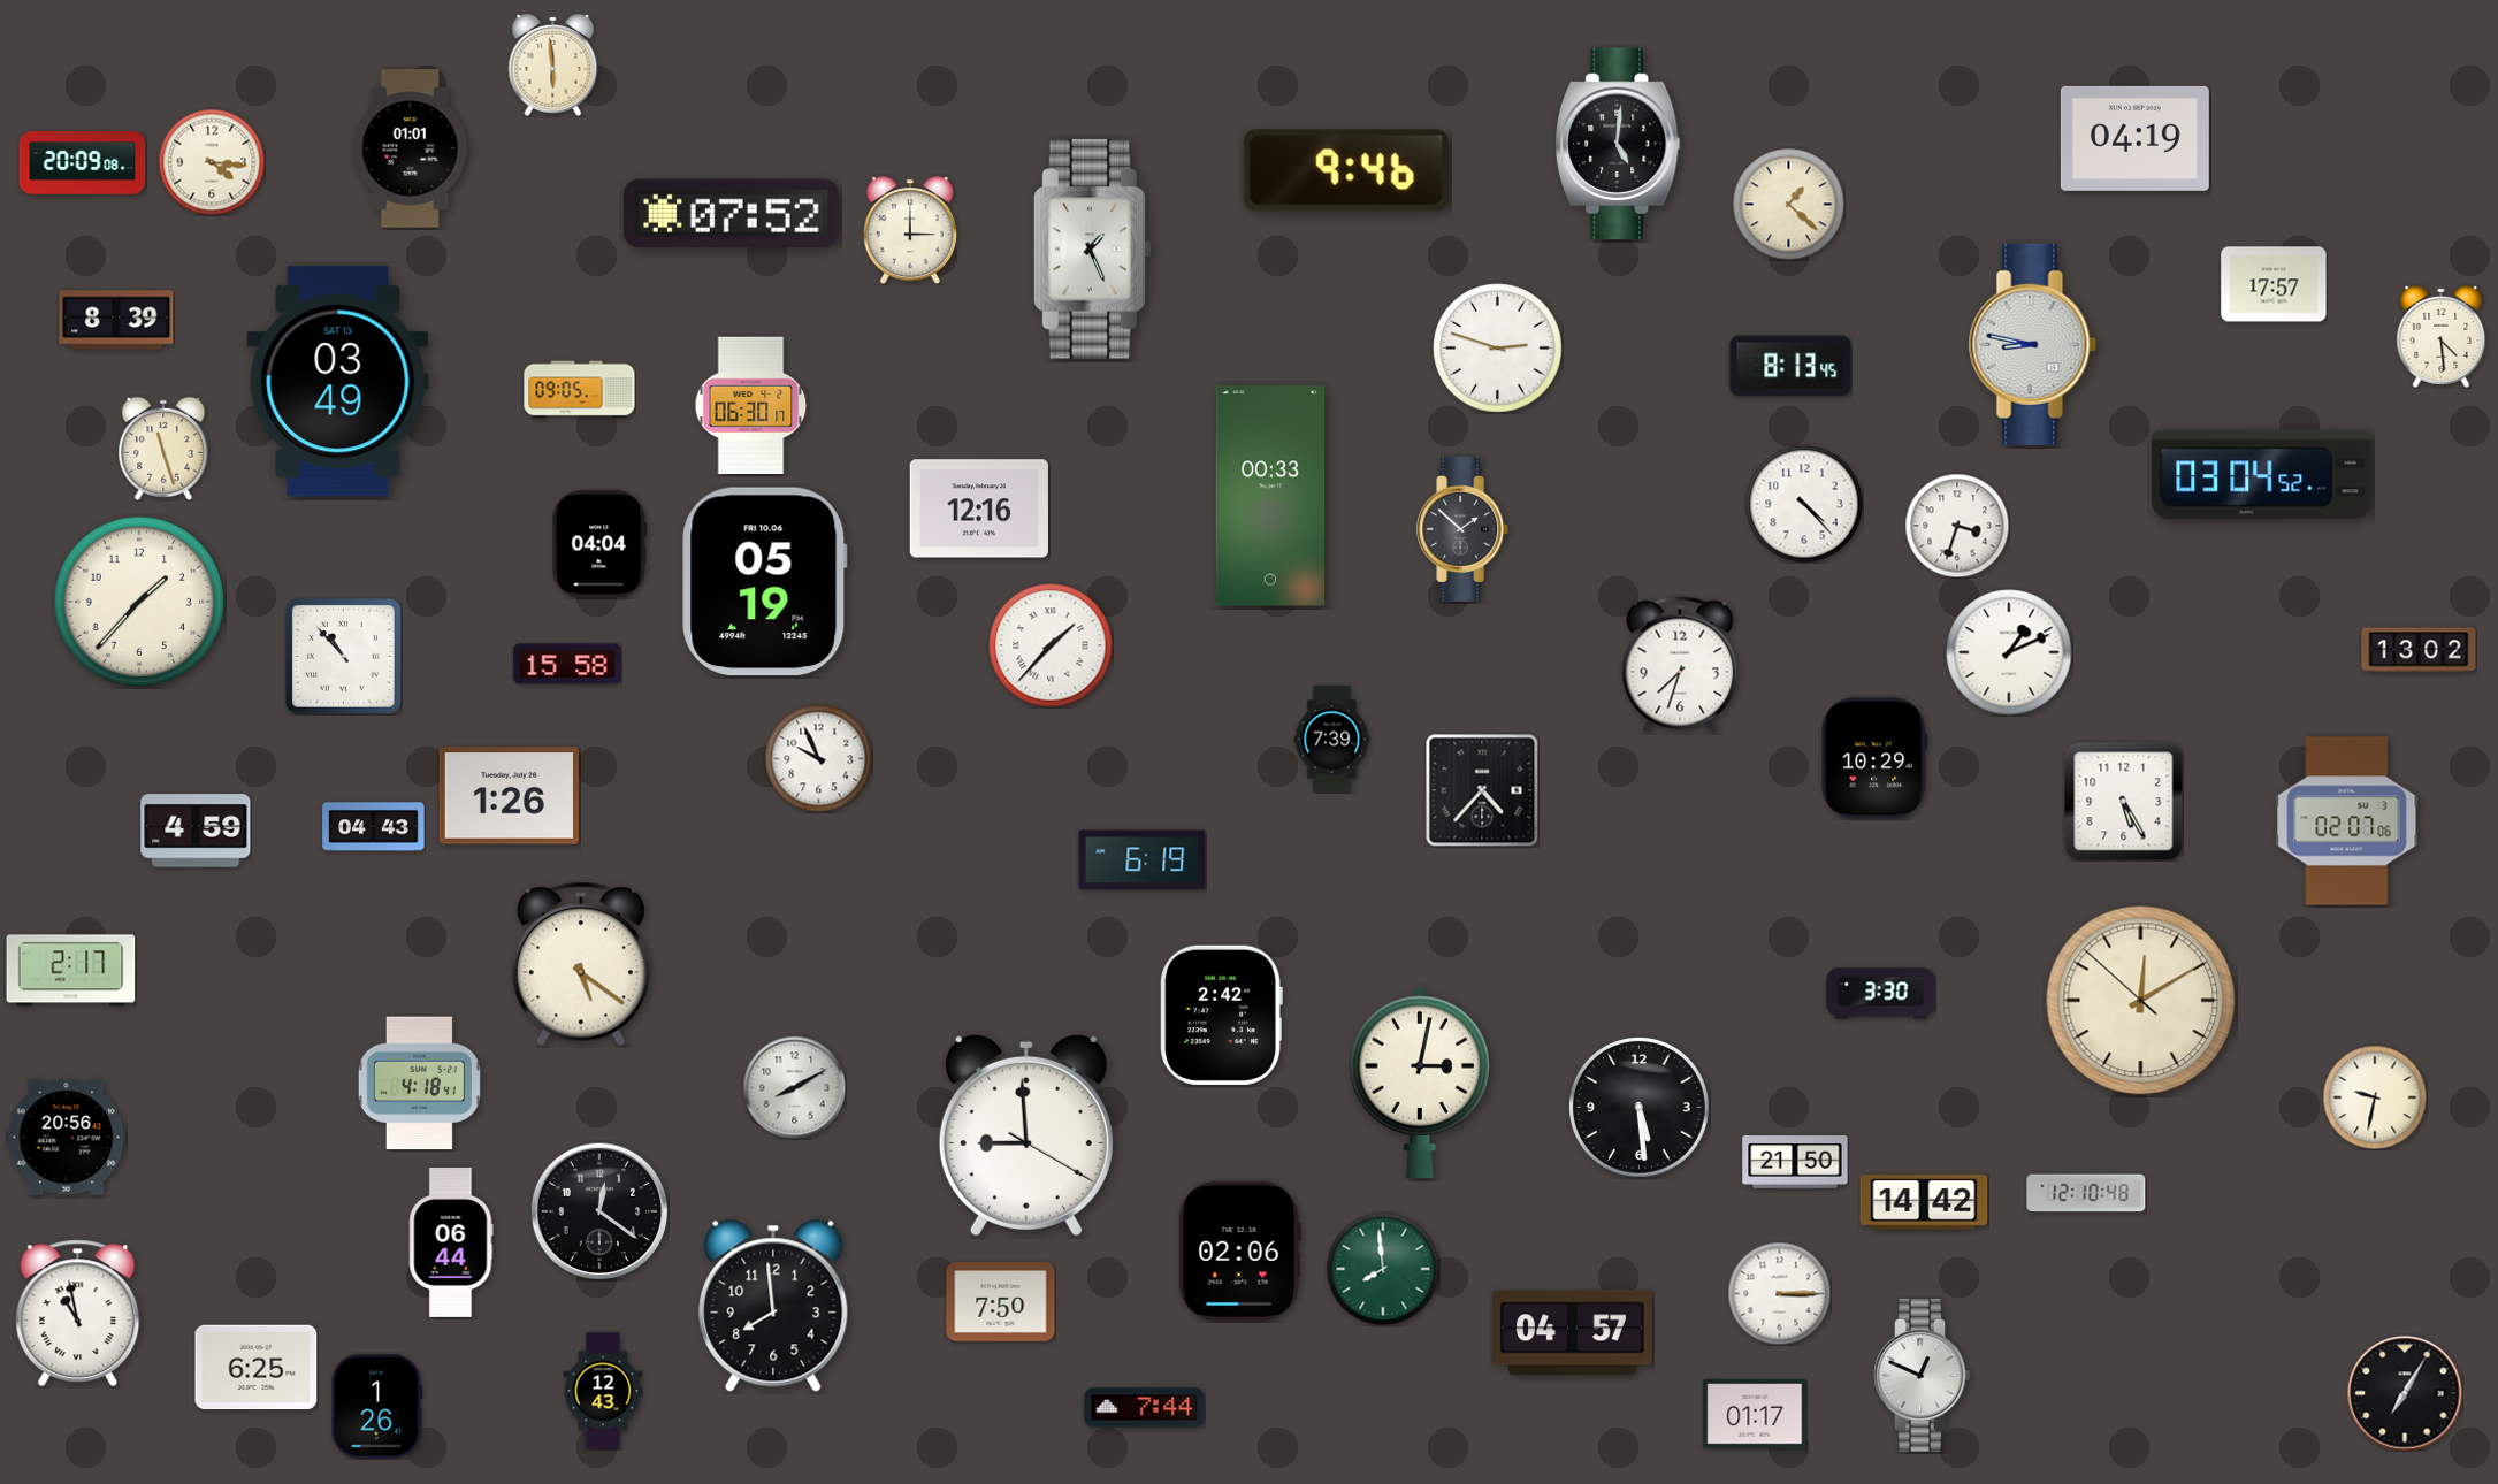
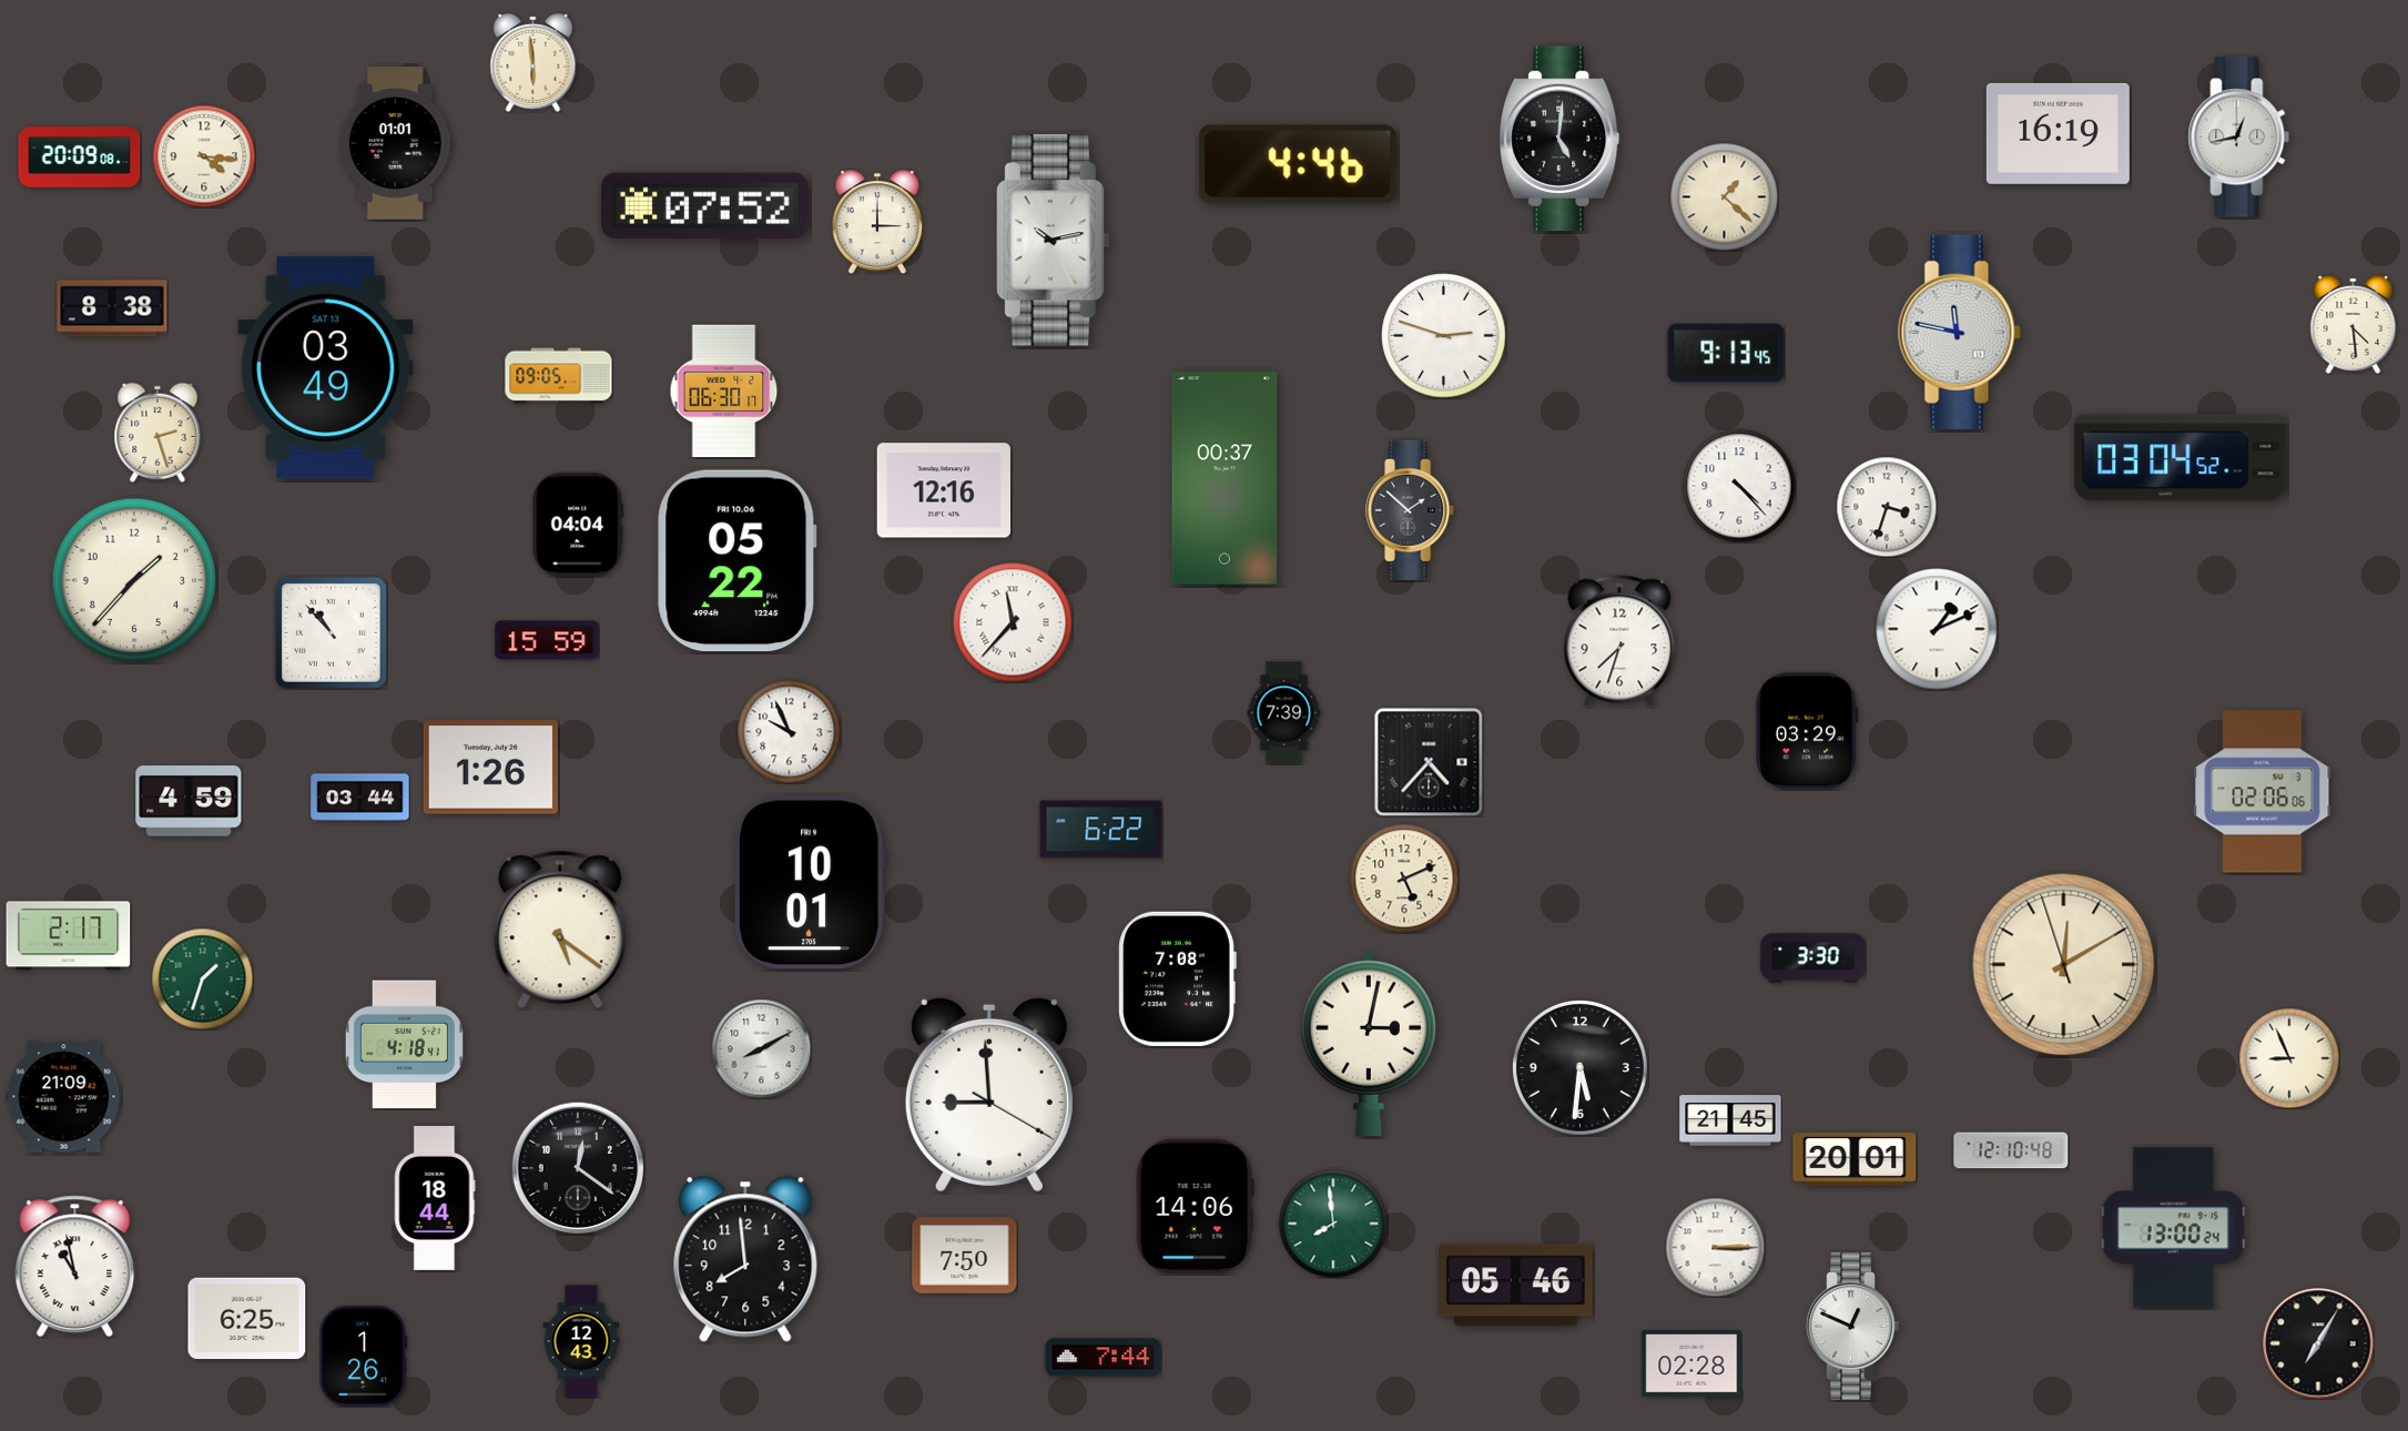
clock at (2134, 138): 04:19 -> 16:19
clock at (2239, 138): none -> 12:43
clock at (1346, 170): 9:46 -> 4:46
clock at (1093, 250): 1:26 -> 10:13
clock at (2274, 284): 17:57 -> none
clock at (116, 320): 8:39 -> 8:38
clock at (2032, 344): 8:47 -> 11:47
clock at (1790, 366): 8:13 -> 9:13
clock at (163, 449): 11:27 -> 2:27
clock at (1270, 496): 00:33 -> 00:37
clock at (765, 582): 05:19 -> 05:22
clock at (1051, 645): 1:37 -> 11:37
clock at (2419, 650): 13:02 -> none
clock at (567, 664): 15:58 -> 15:59
clock at (1874, 758): 10:29 -> 03:29
clock at (2123, 801): 5:25 -> none
clock at (2347, 821): 02:07 -> 02:06
clock at (374, 827): 04:43 -> 03:44
clock at (1143, 860): 6:19 -> 6:22
clock at (1404, 879): none -> 5:11
clock at (810, 883): none -> 10:01
clock at (2141, 1001): 12:09:52 -> 12:09:57
clock at (202, 978): none -> 1:33
clock at (1221, 1015): 2:42 -> 7:08
clock at (794, 1087) position: (794, 1087) -> (761, 1048)
clock at (2375, 1097): 9:32 -> 8:56
clock at (1640, 1108): 5:29 -> 5:31
clock at (67, 1138): 20:56 -> 21:09
clock at (1795, 1162): 21:50 -> 21:45
clock at (1924, 1202): 14:42 -> 20:01
clock at (451, 1242): 06:44 -> 18:44
clock at (1239, 1250): 02:06 -> 14:06
clock at (2173, 1228): none -> 13:00
clock at (1573, 1333): 04:57 -> 05:46
clock at (1755, 1414): 01:17 -> 02:28
